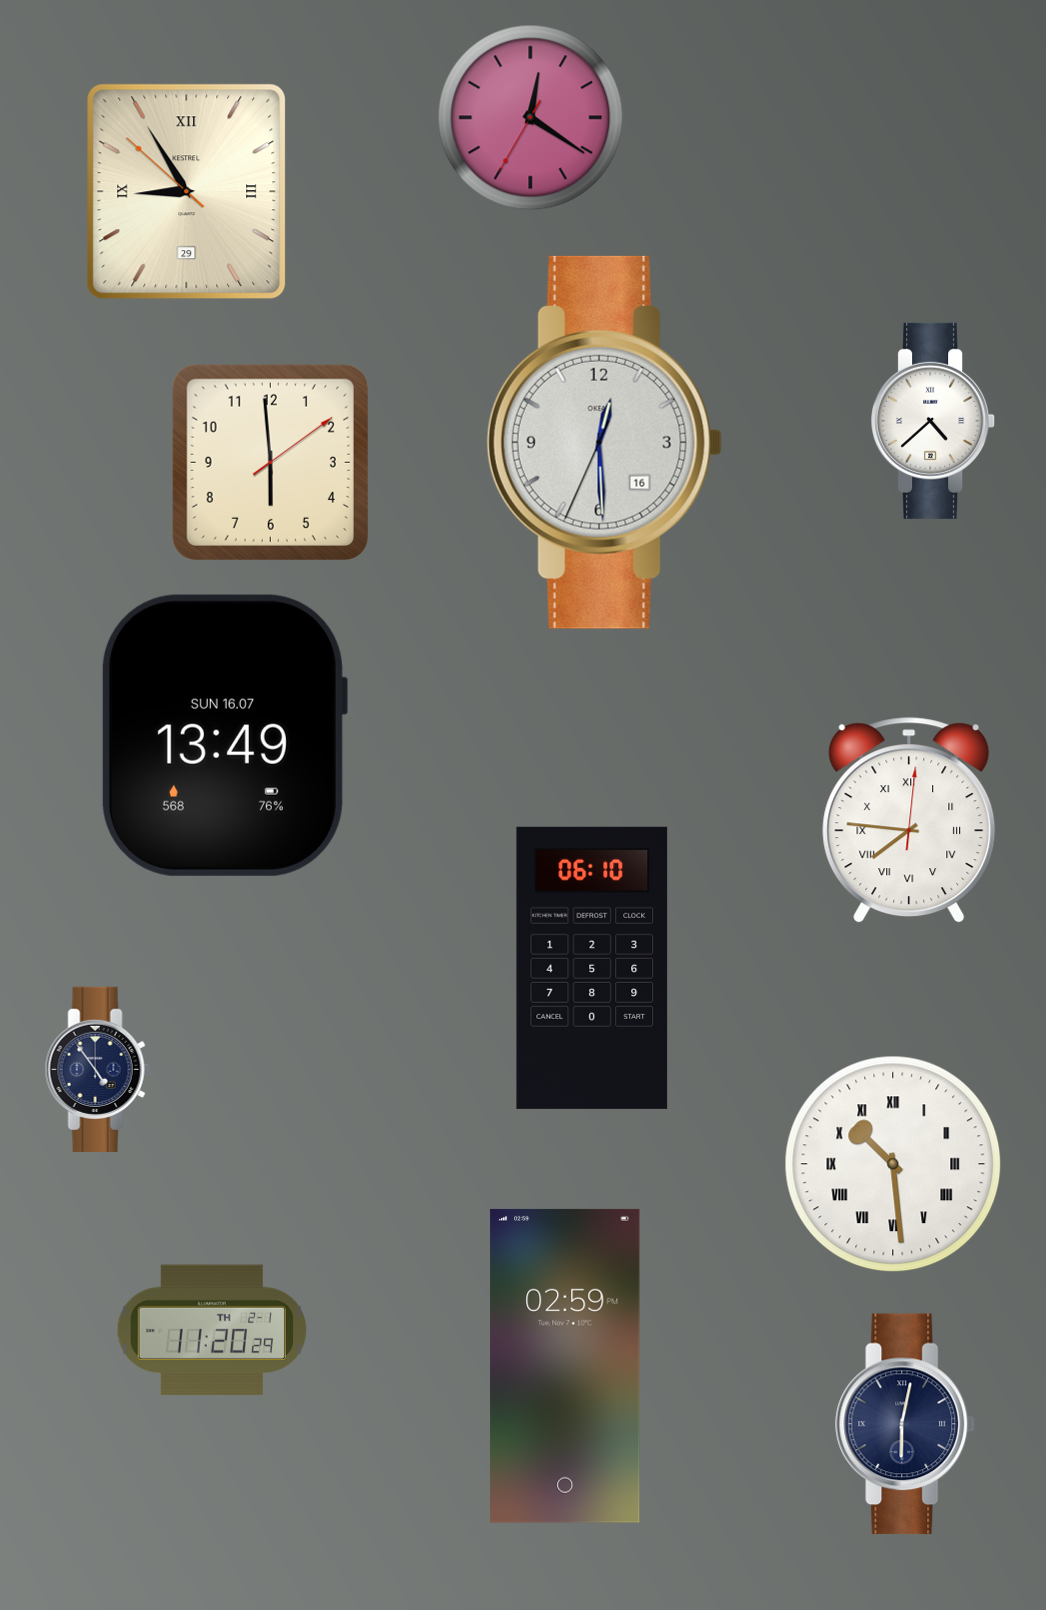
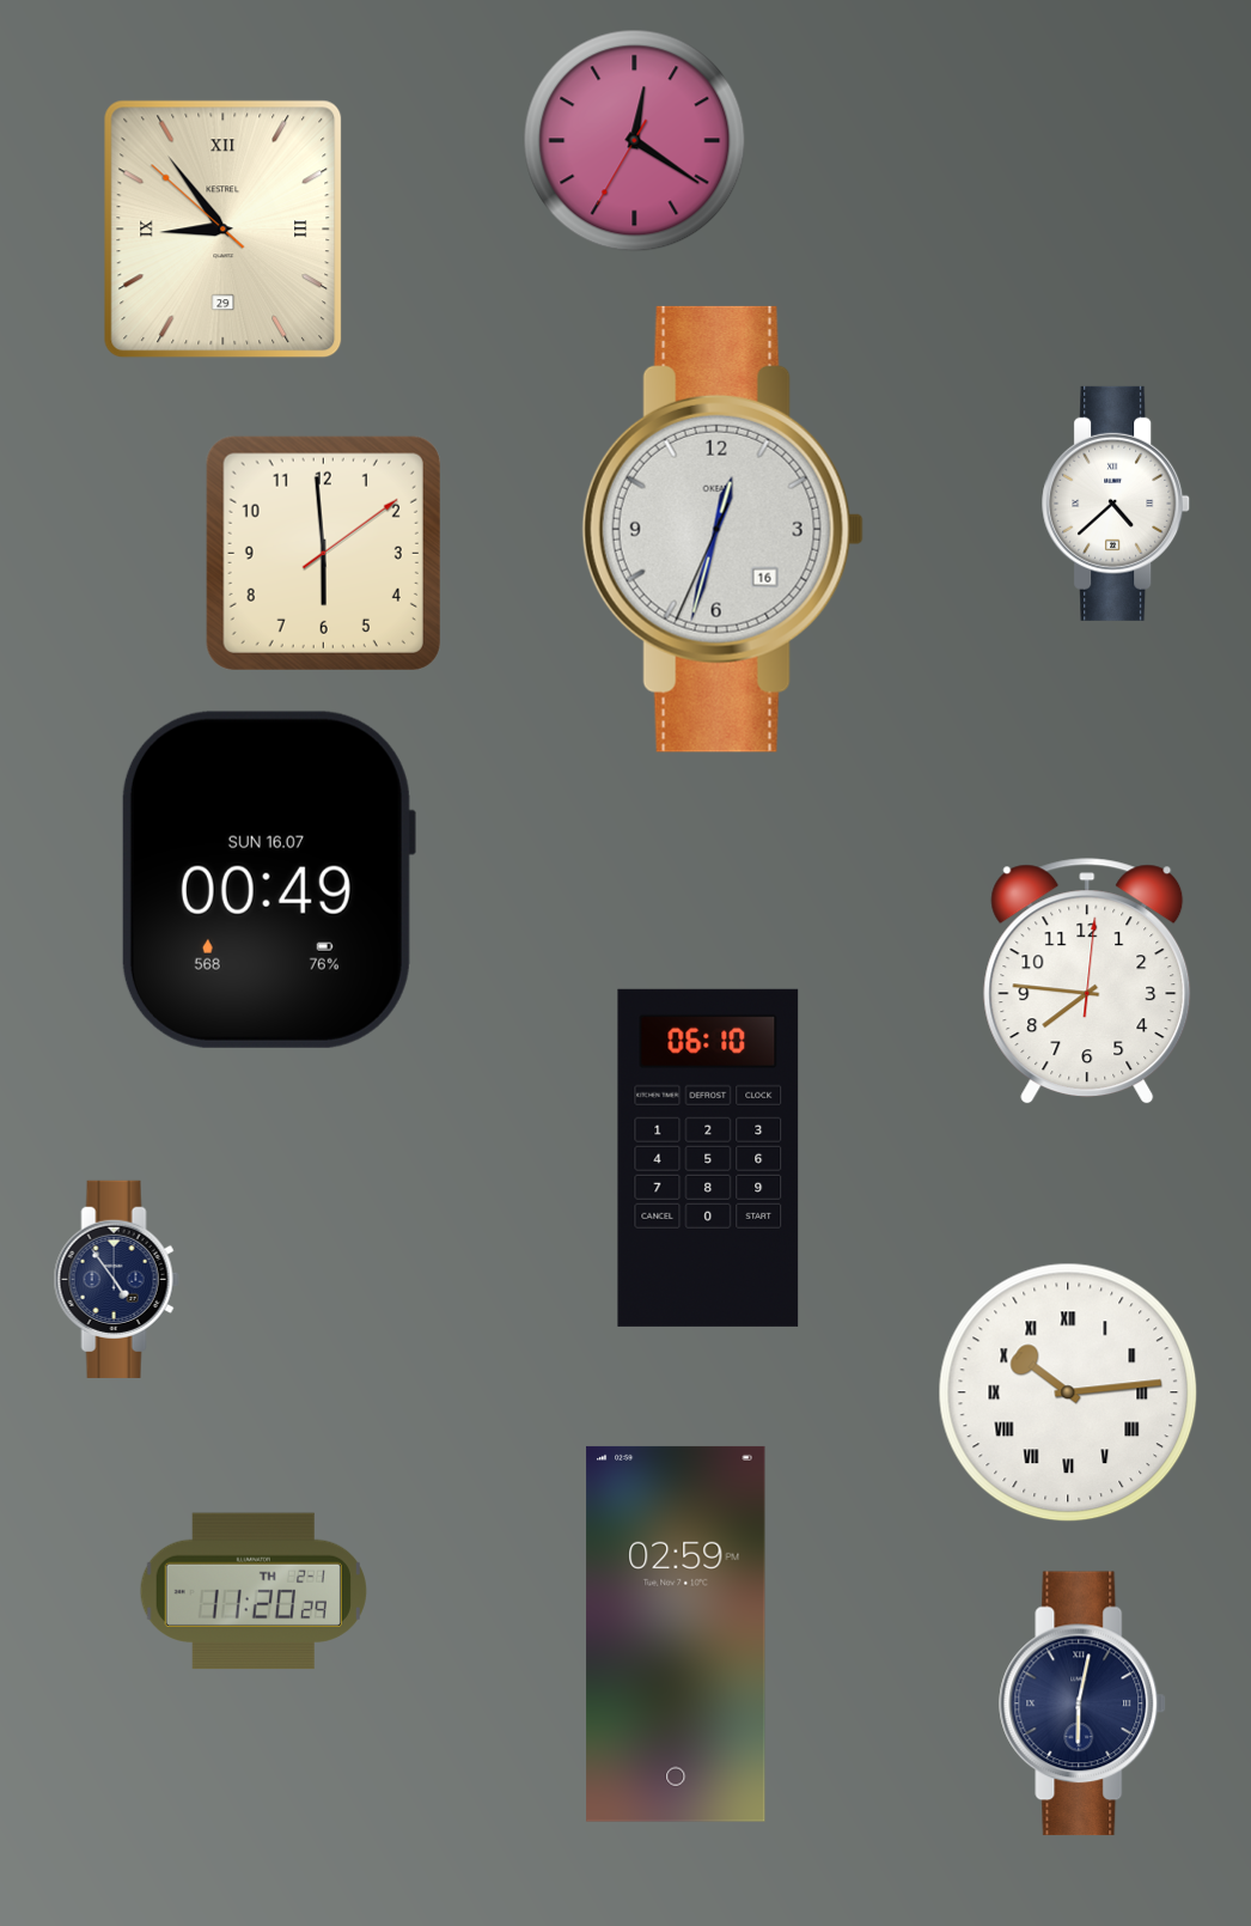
clock at (187, 192): 8:54 -> 8:53
clock at (604, 442): 12:29 -> 12:32
clock at (224, 735): 13:49 -> 00:49
clock at (909, 821) numerals: Roman -> Arabic
clock at (893, 1164): 10:29 -> 10:14
